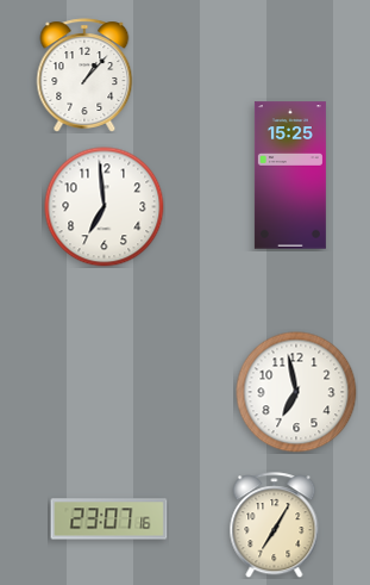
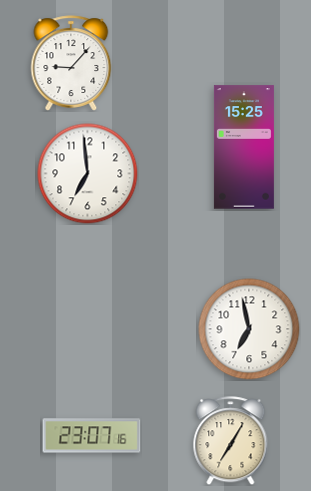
clock at (84, 75): 1:07 -> 9:07
